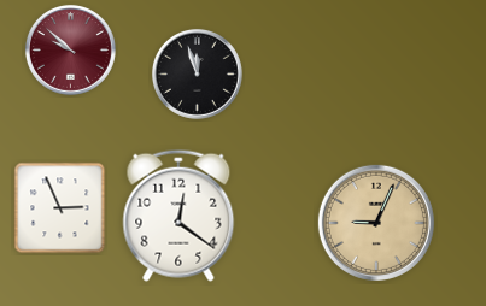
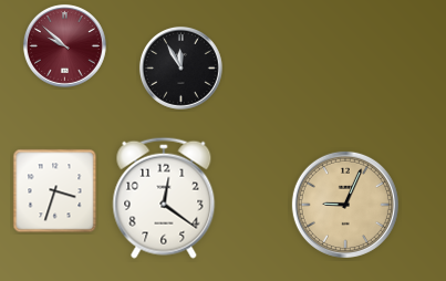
clock at (197, 73): 11:57 -> 11:55
clock at (60, 208): 2:56 -> 3:33
